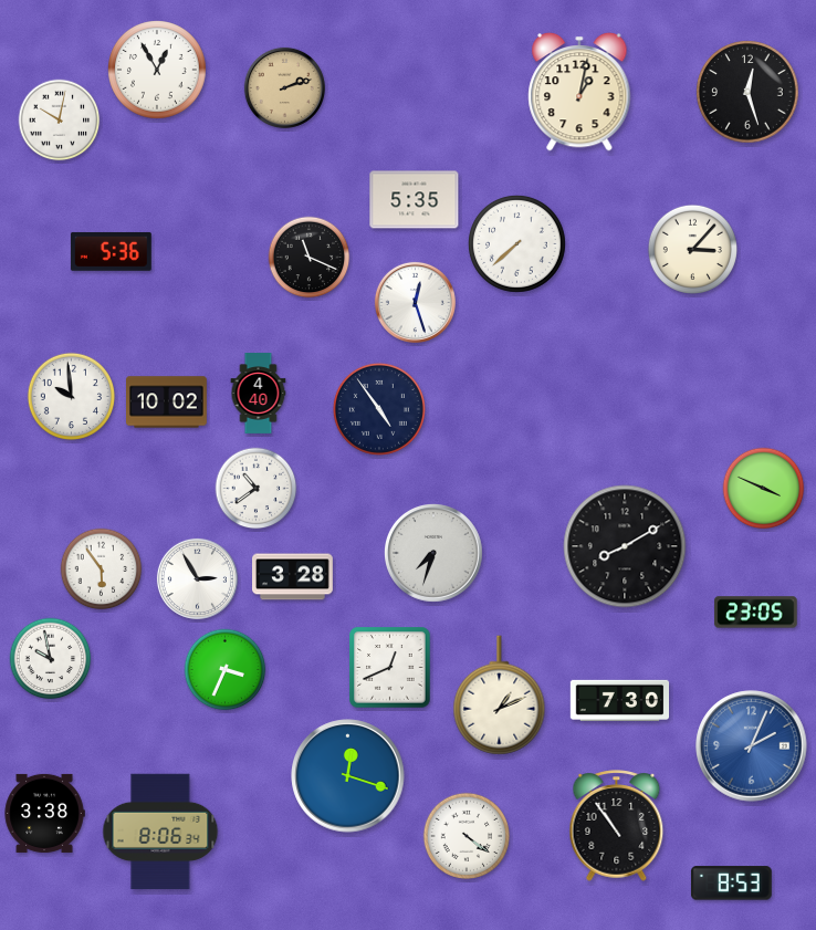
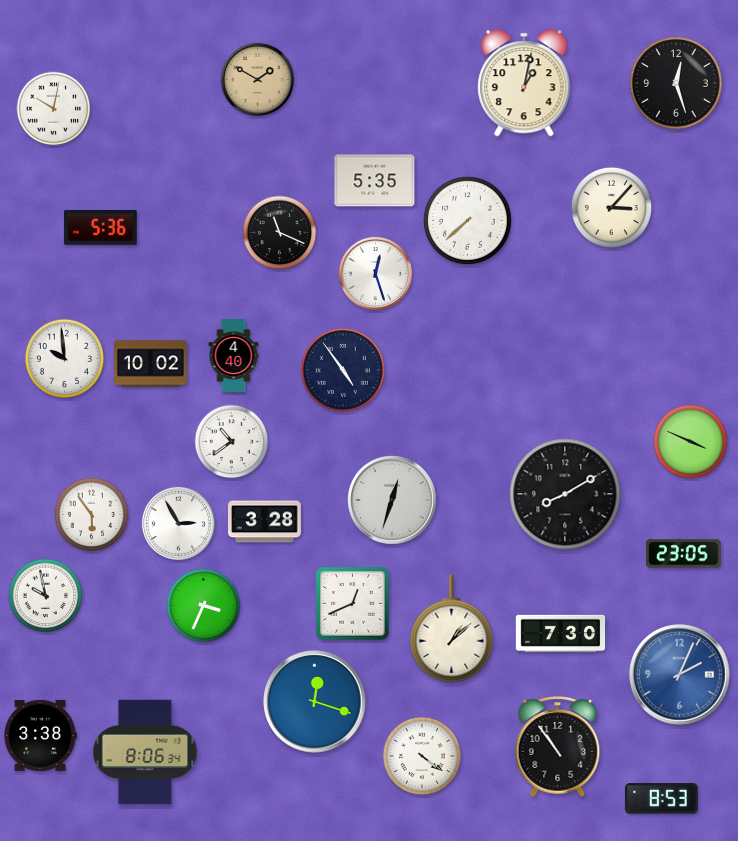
clock at (158, 71): 12:55 -> none
clock at (284, 87): 2:12 -> 1:50
clock at (692, 249) position: (692, 249) -> (611, 207)
clock at (435, 554): 7:33 -> 12:33
clock at (500, 696): 1:11 -> 1:08
